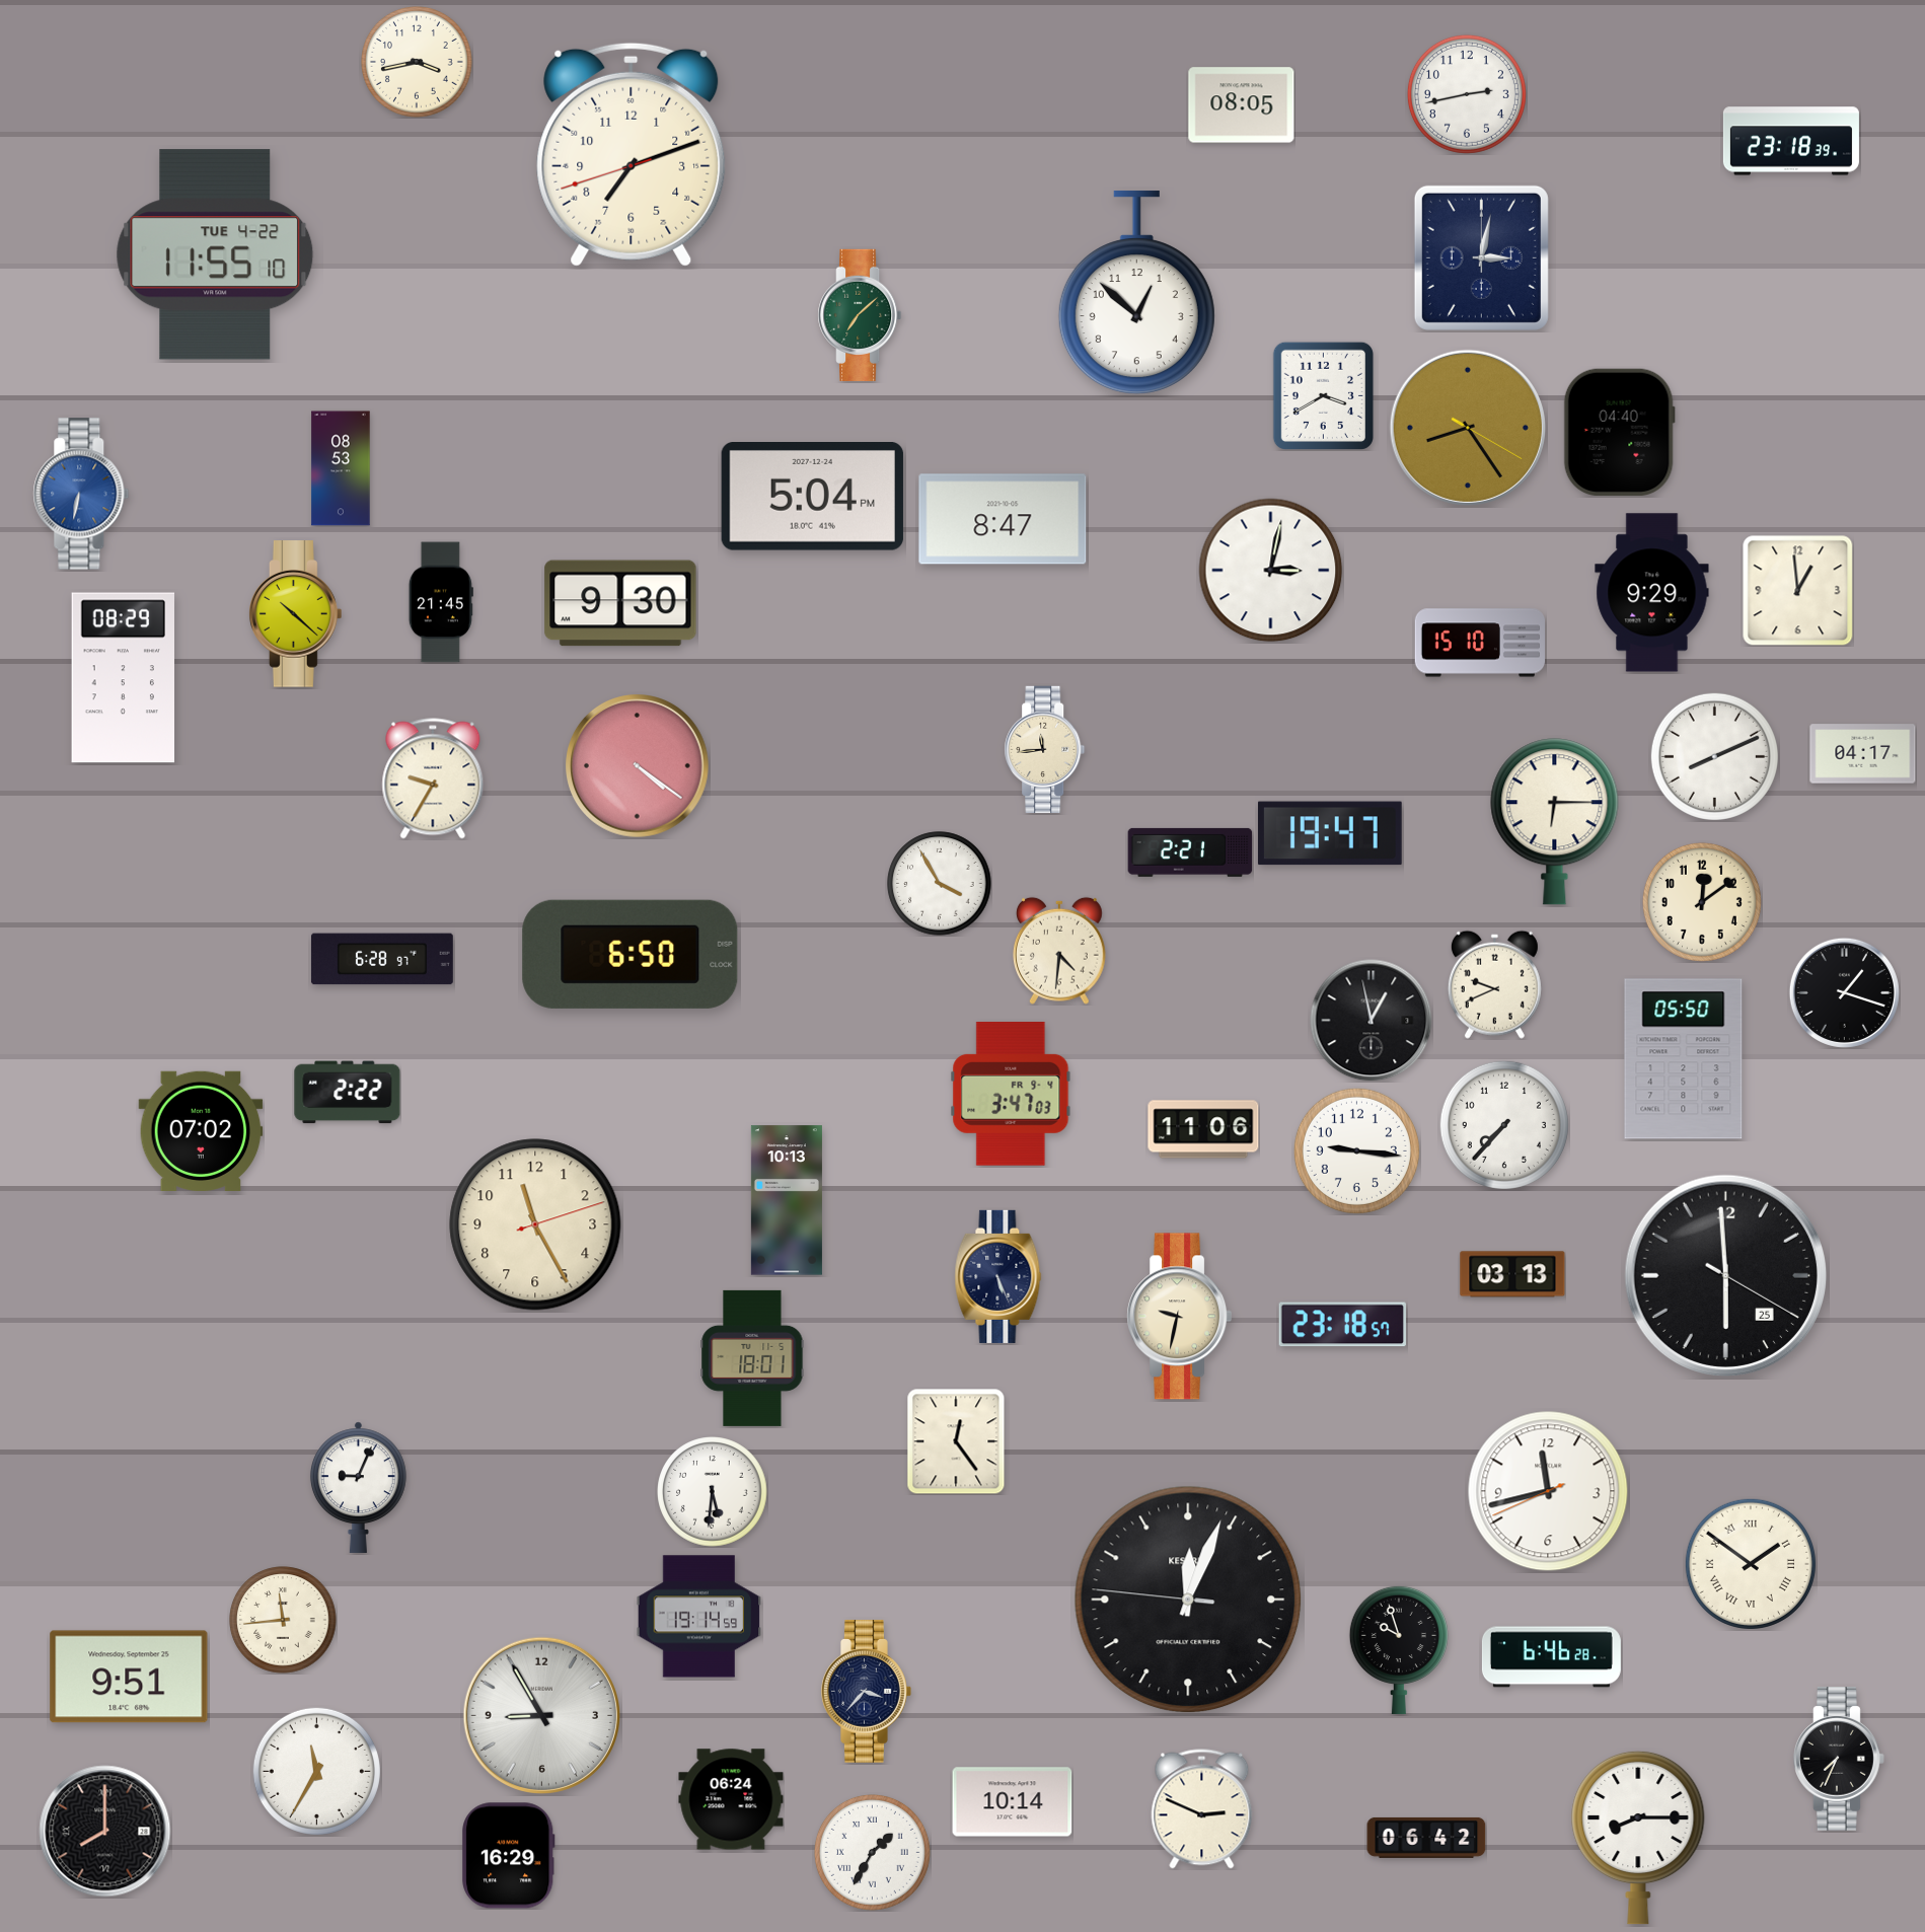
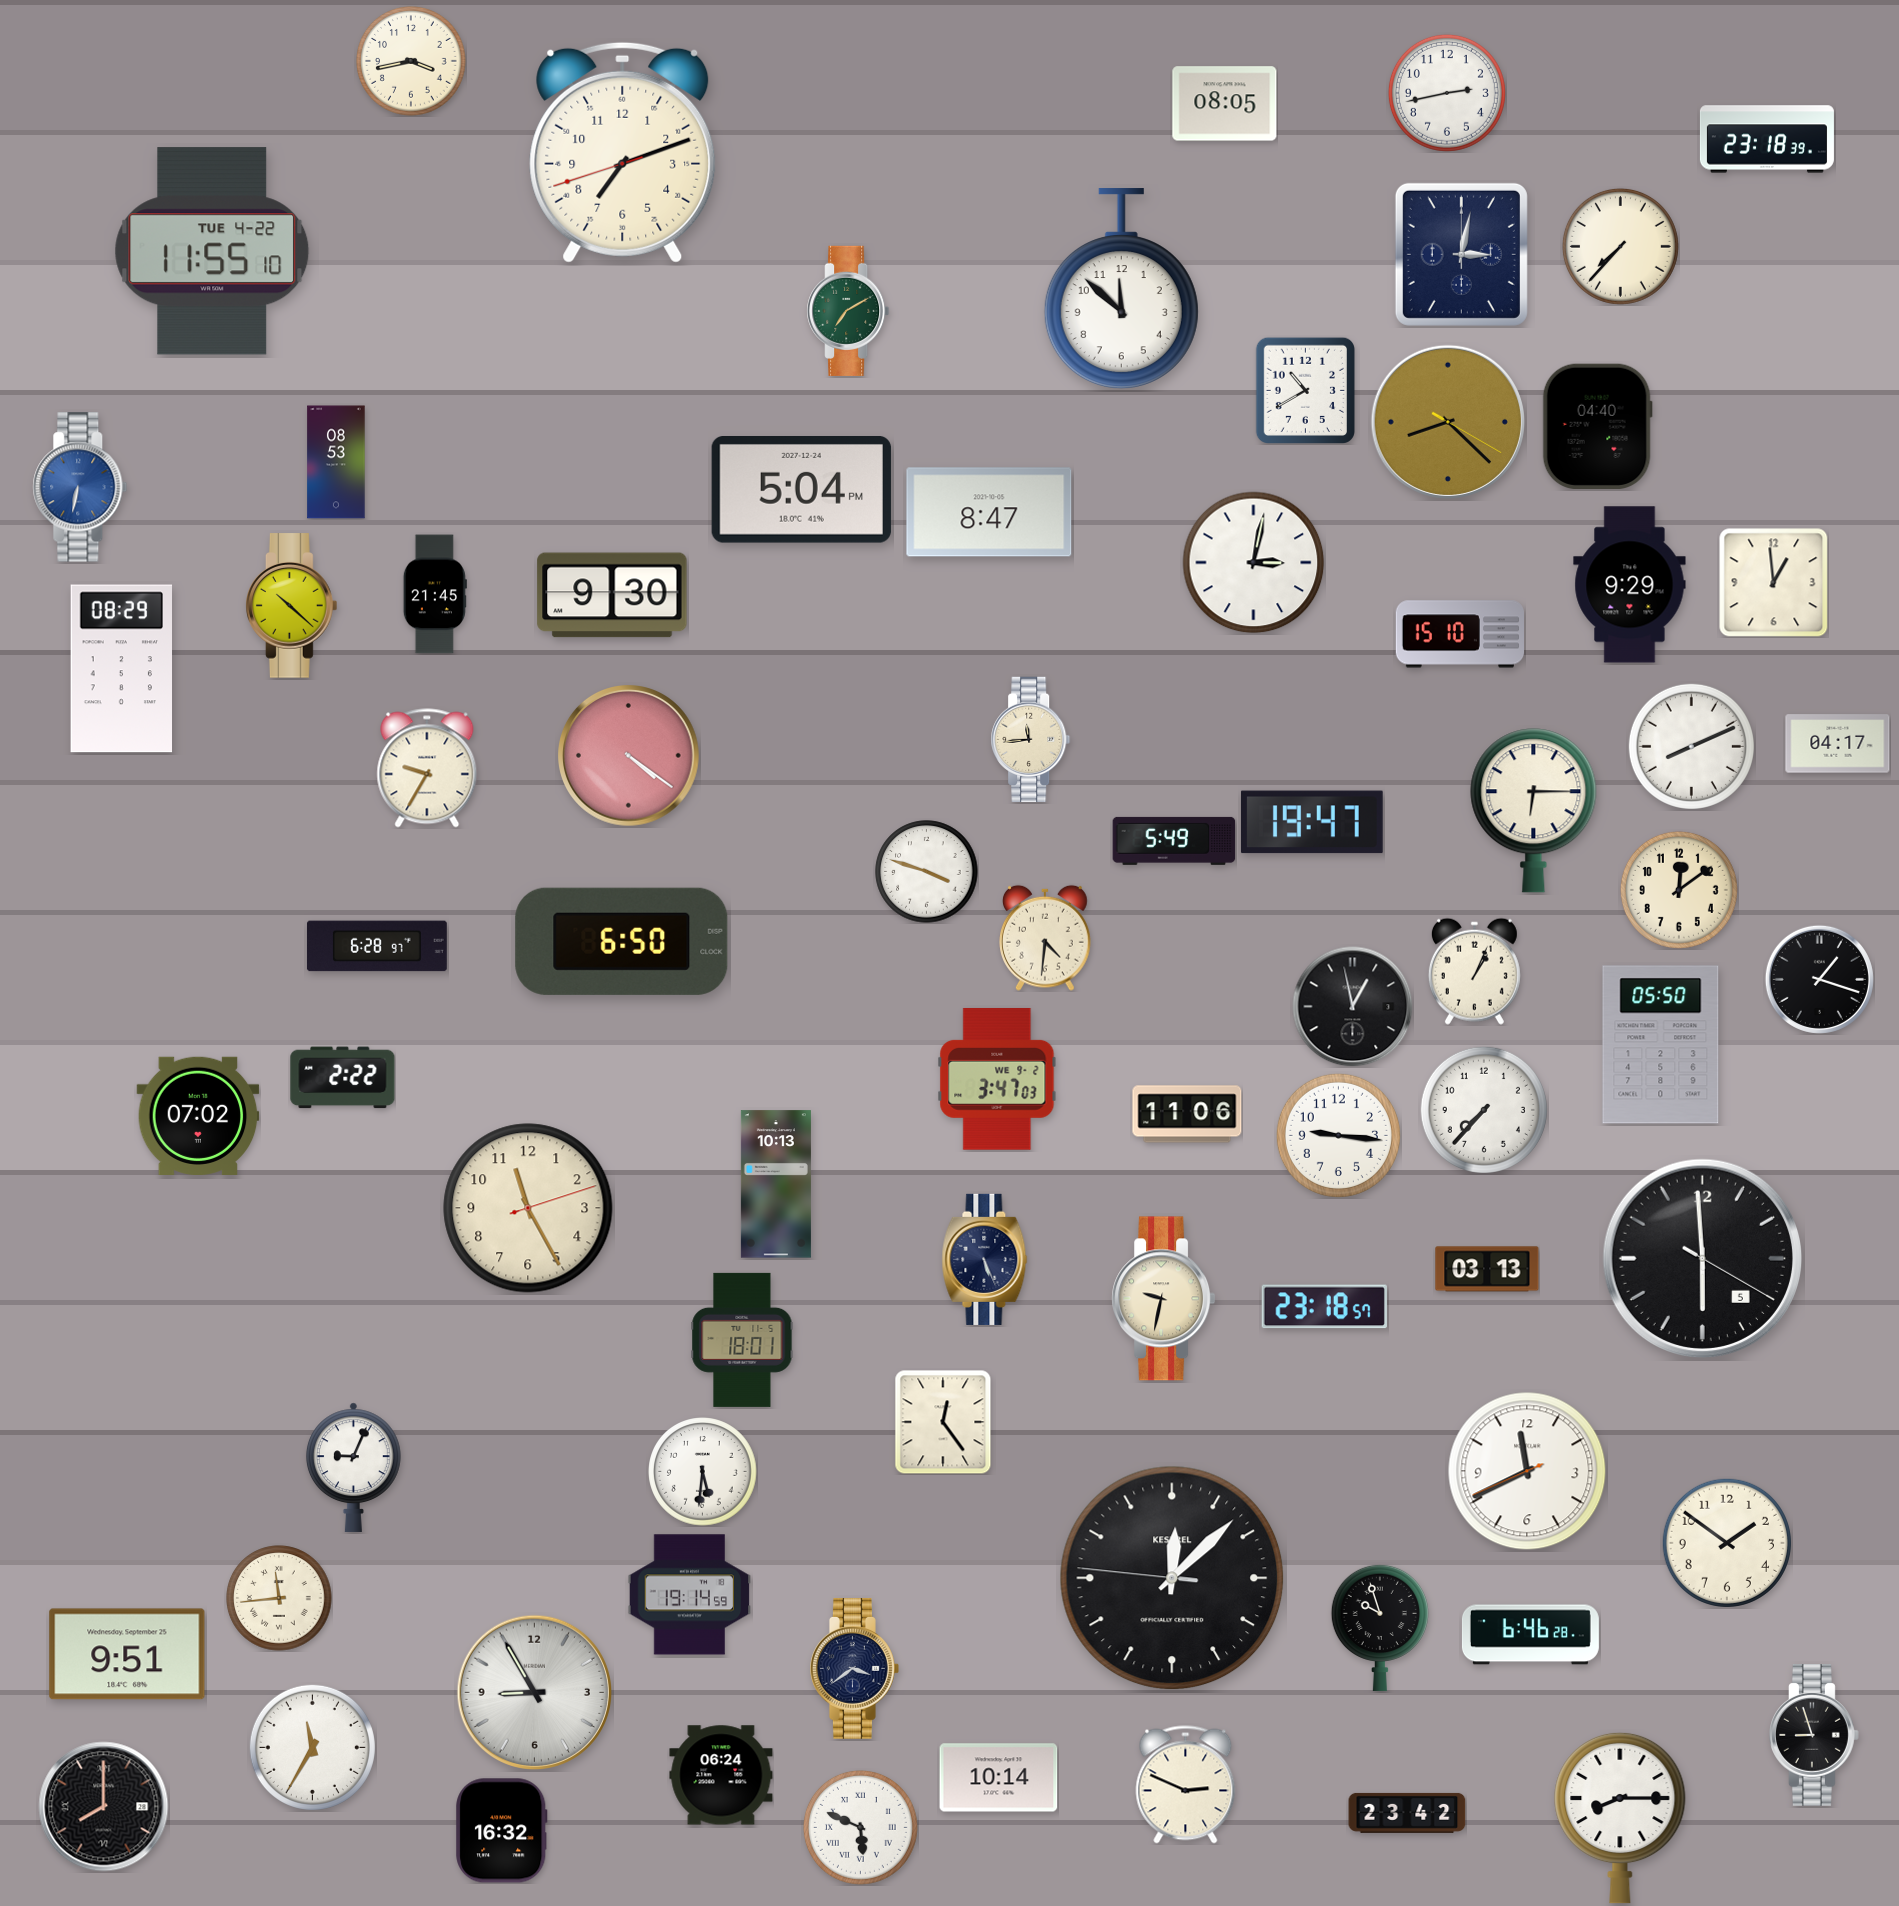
clock at (1620, 246): none -> 7:37
clock at (1136, 293): 12:52 -> 11:52
clock at (860, 315): 7:08 -> 7:10
clock at (1323, 395): 3:40 -> 10:40
clock at (1468, 428): 8:24 -> 8:22
clock at (1190, 852): 2:21 -> 5:49
clock at (940, 884): 3:55 -> 3:48
clock at (1494, 984): 9:41 -> 1:04
clock at (1011, 1094) date: FR 9-4 -> WE 9-2
clock at (1512, 1274) position: (1512, 1274) -> (1487, 1269)
clock at (1725, 1275) date: 25 -> 5
clock at (1548, 1491): 11:42 -> 11:40
clock at (1751, 1564) numerals: Roman -> Arabic
clock at (1188, 1600): 12:03 -> 12:07
clock at (867, 1692): 3:37 -> 3:39
clock at (1840, 1760): 7:34 -> 8:57
clock at (1426, 1838): 06:42 -> 23:42
clock at (1638, 1838) position: (1638, 1838) -> (1620, 1818)
clock at (872, 1852): 1:35 -> 5:49
clock at (509, 1856): 16:29 -> 16:32
